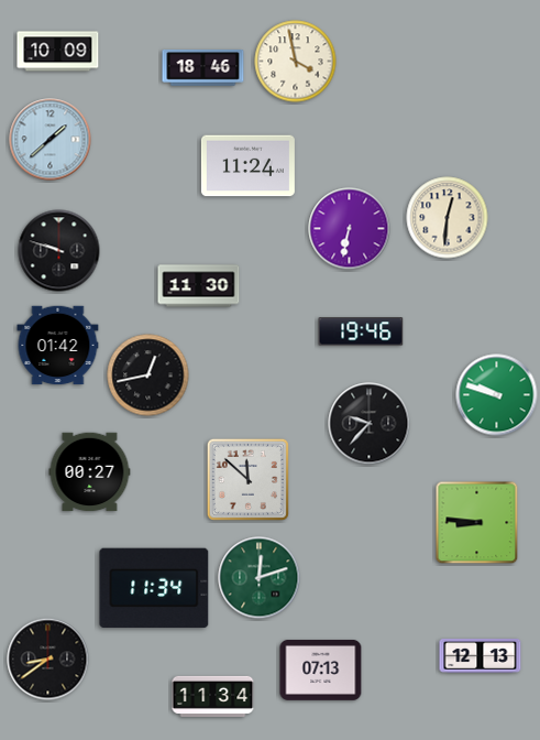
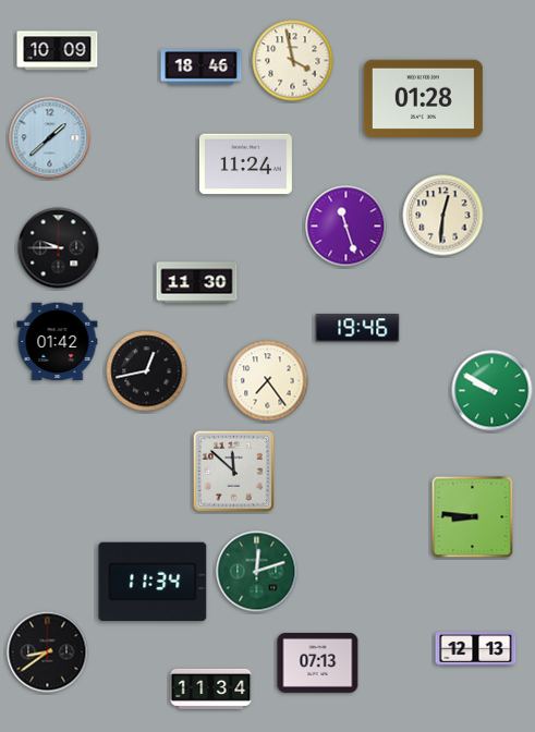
clock at (423, 98): none -> 01:28
clock at (350, 229): 6:32 -> 11:27
clock at (59, 251): 9:48 -> 9:45
clock at (268, 381): none -> 7:24
clock at (497, 395): 9:48 -> 9:50
clock at (370, 424): 9:37 -> none
clock at (90, 472): 00:27 -> none
clock at (247, 479) position: (247, 479) -> (233, 471)
